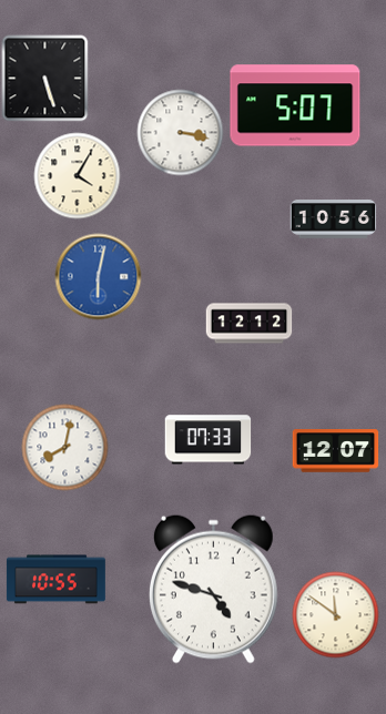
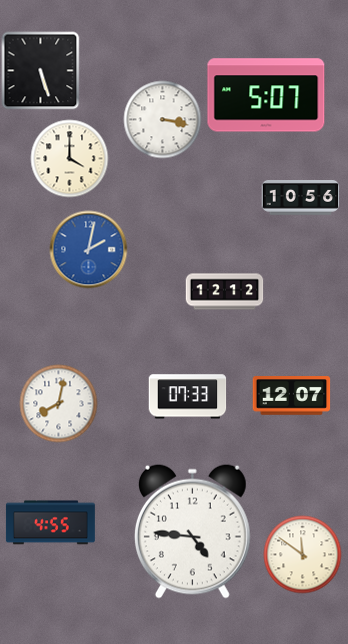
clock at (77, 175): 4:05 -> 4:00
clock at (98, 276): 6:02 -> 2:02
clock at (335, 451) position: (335, 451) -> (291, 396)
clock at (55, 580): 10:55 -> 4:55
clock at (213, 589): 4:48 -> 4:46
